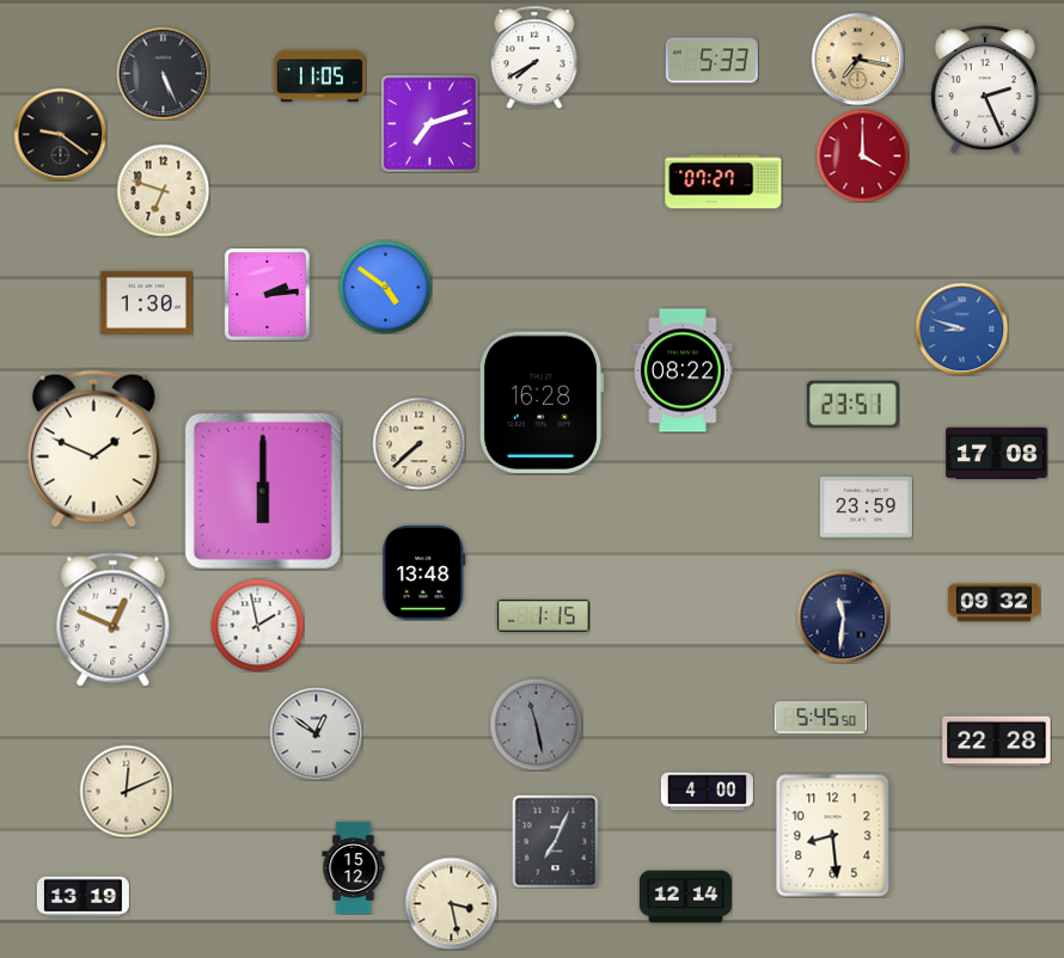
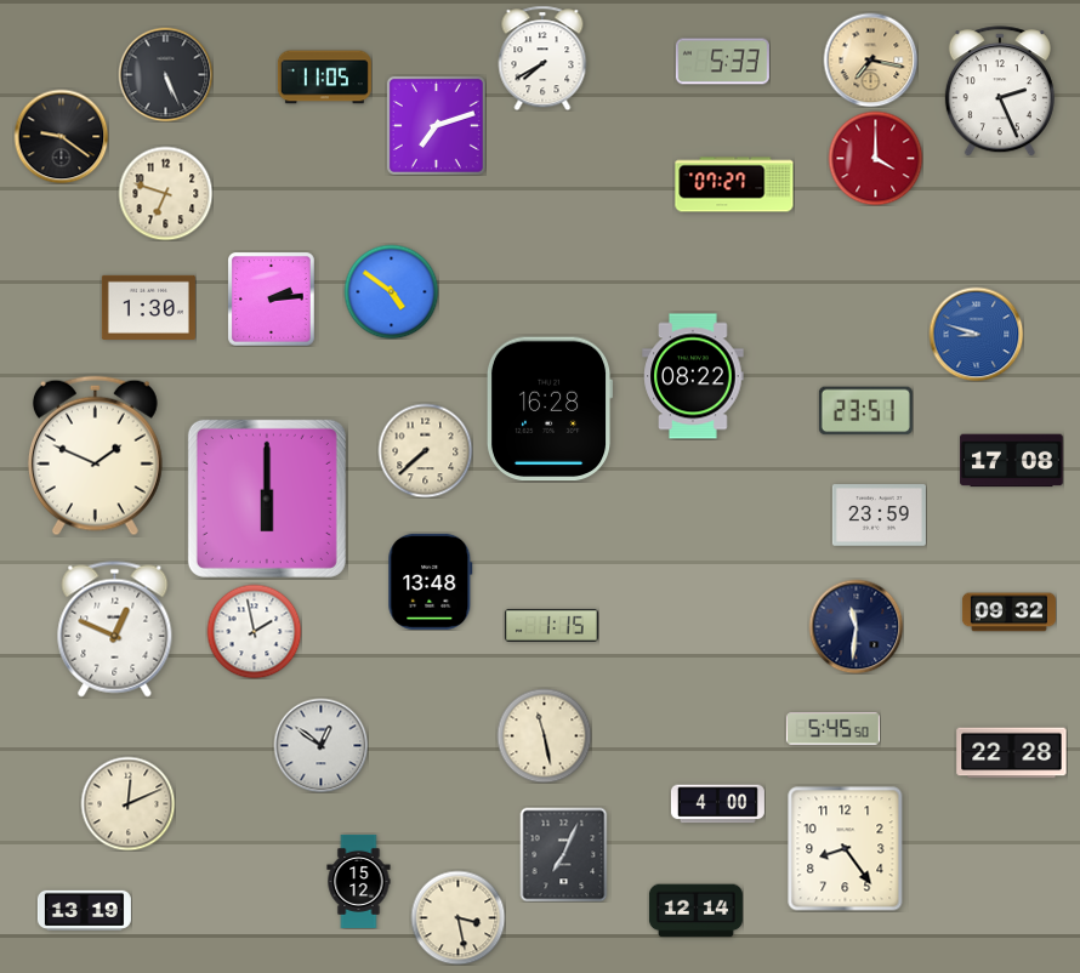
clock at (257, 625) position: (257, 625) -> (254, 631)
clock at (536, 724) dial: grey -> cream
clock at (833, 836): 8:29 -> 8:24
